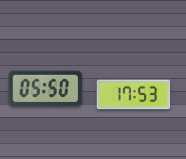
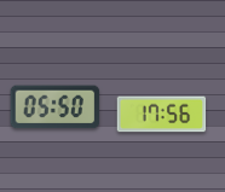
clock at (134, 95): 17:53 -> 17:56
